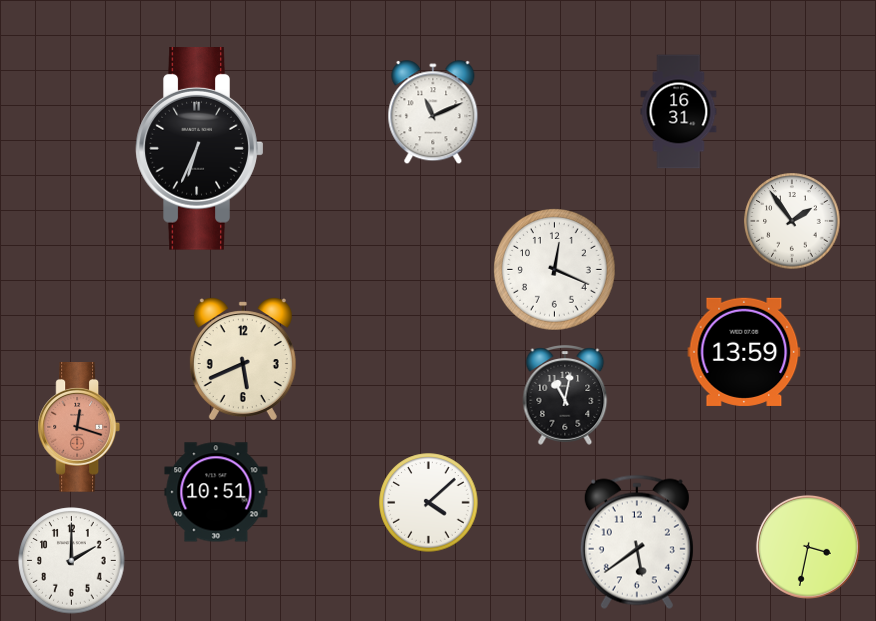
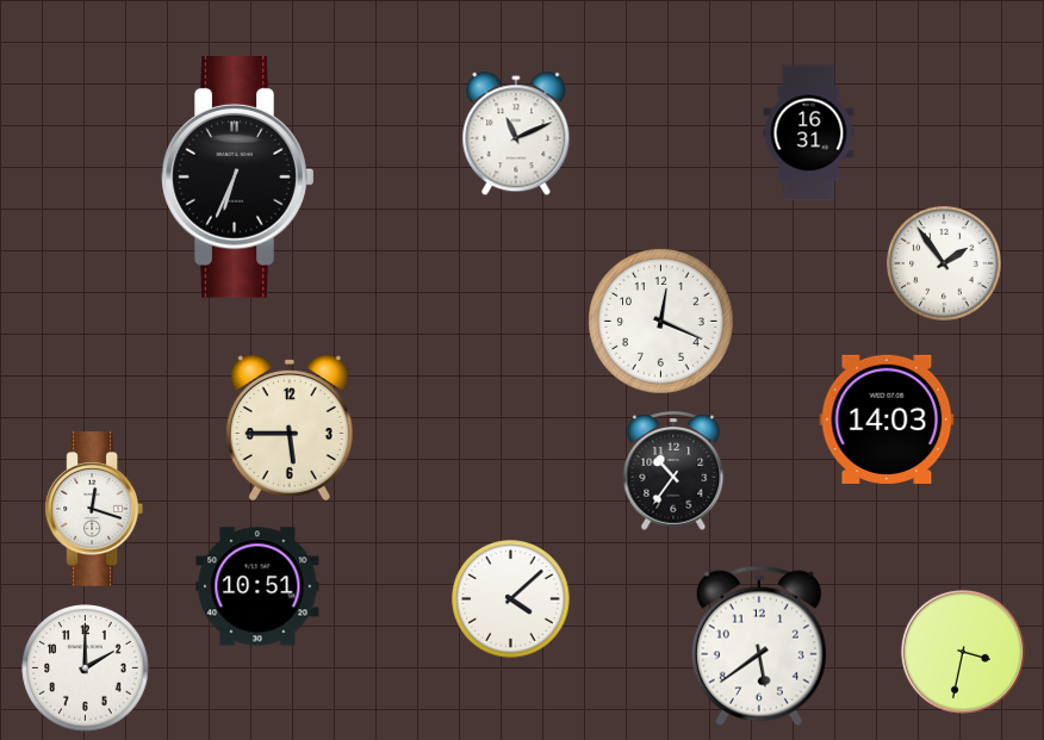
clock at (744, 352): 13:59 -> 14:03
clock at (243, 359): 5:41 -> 5:45
clock at (565, 395): 11:02 -> 10:36
clock at (78, 428) dial: salmon -> white
